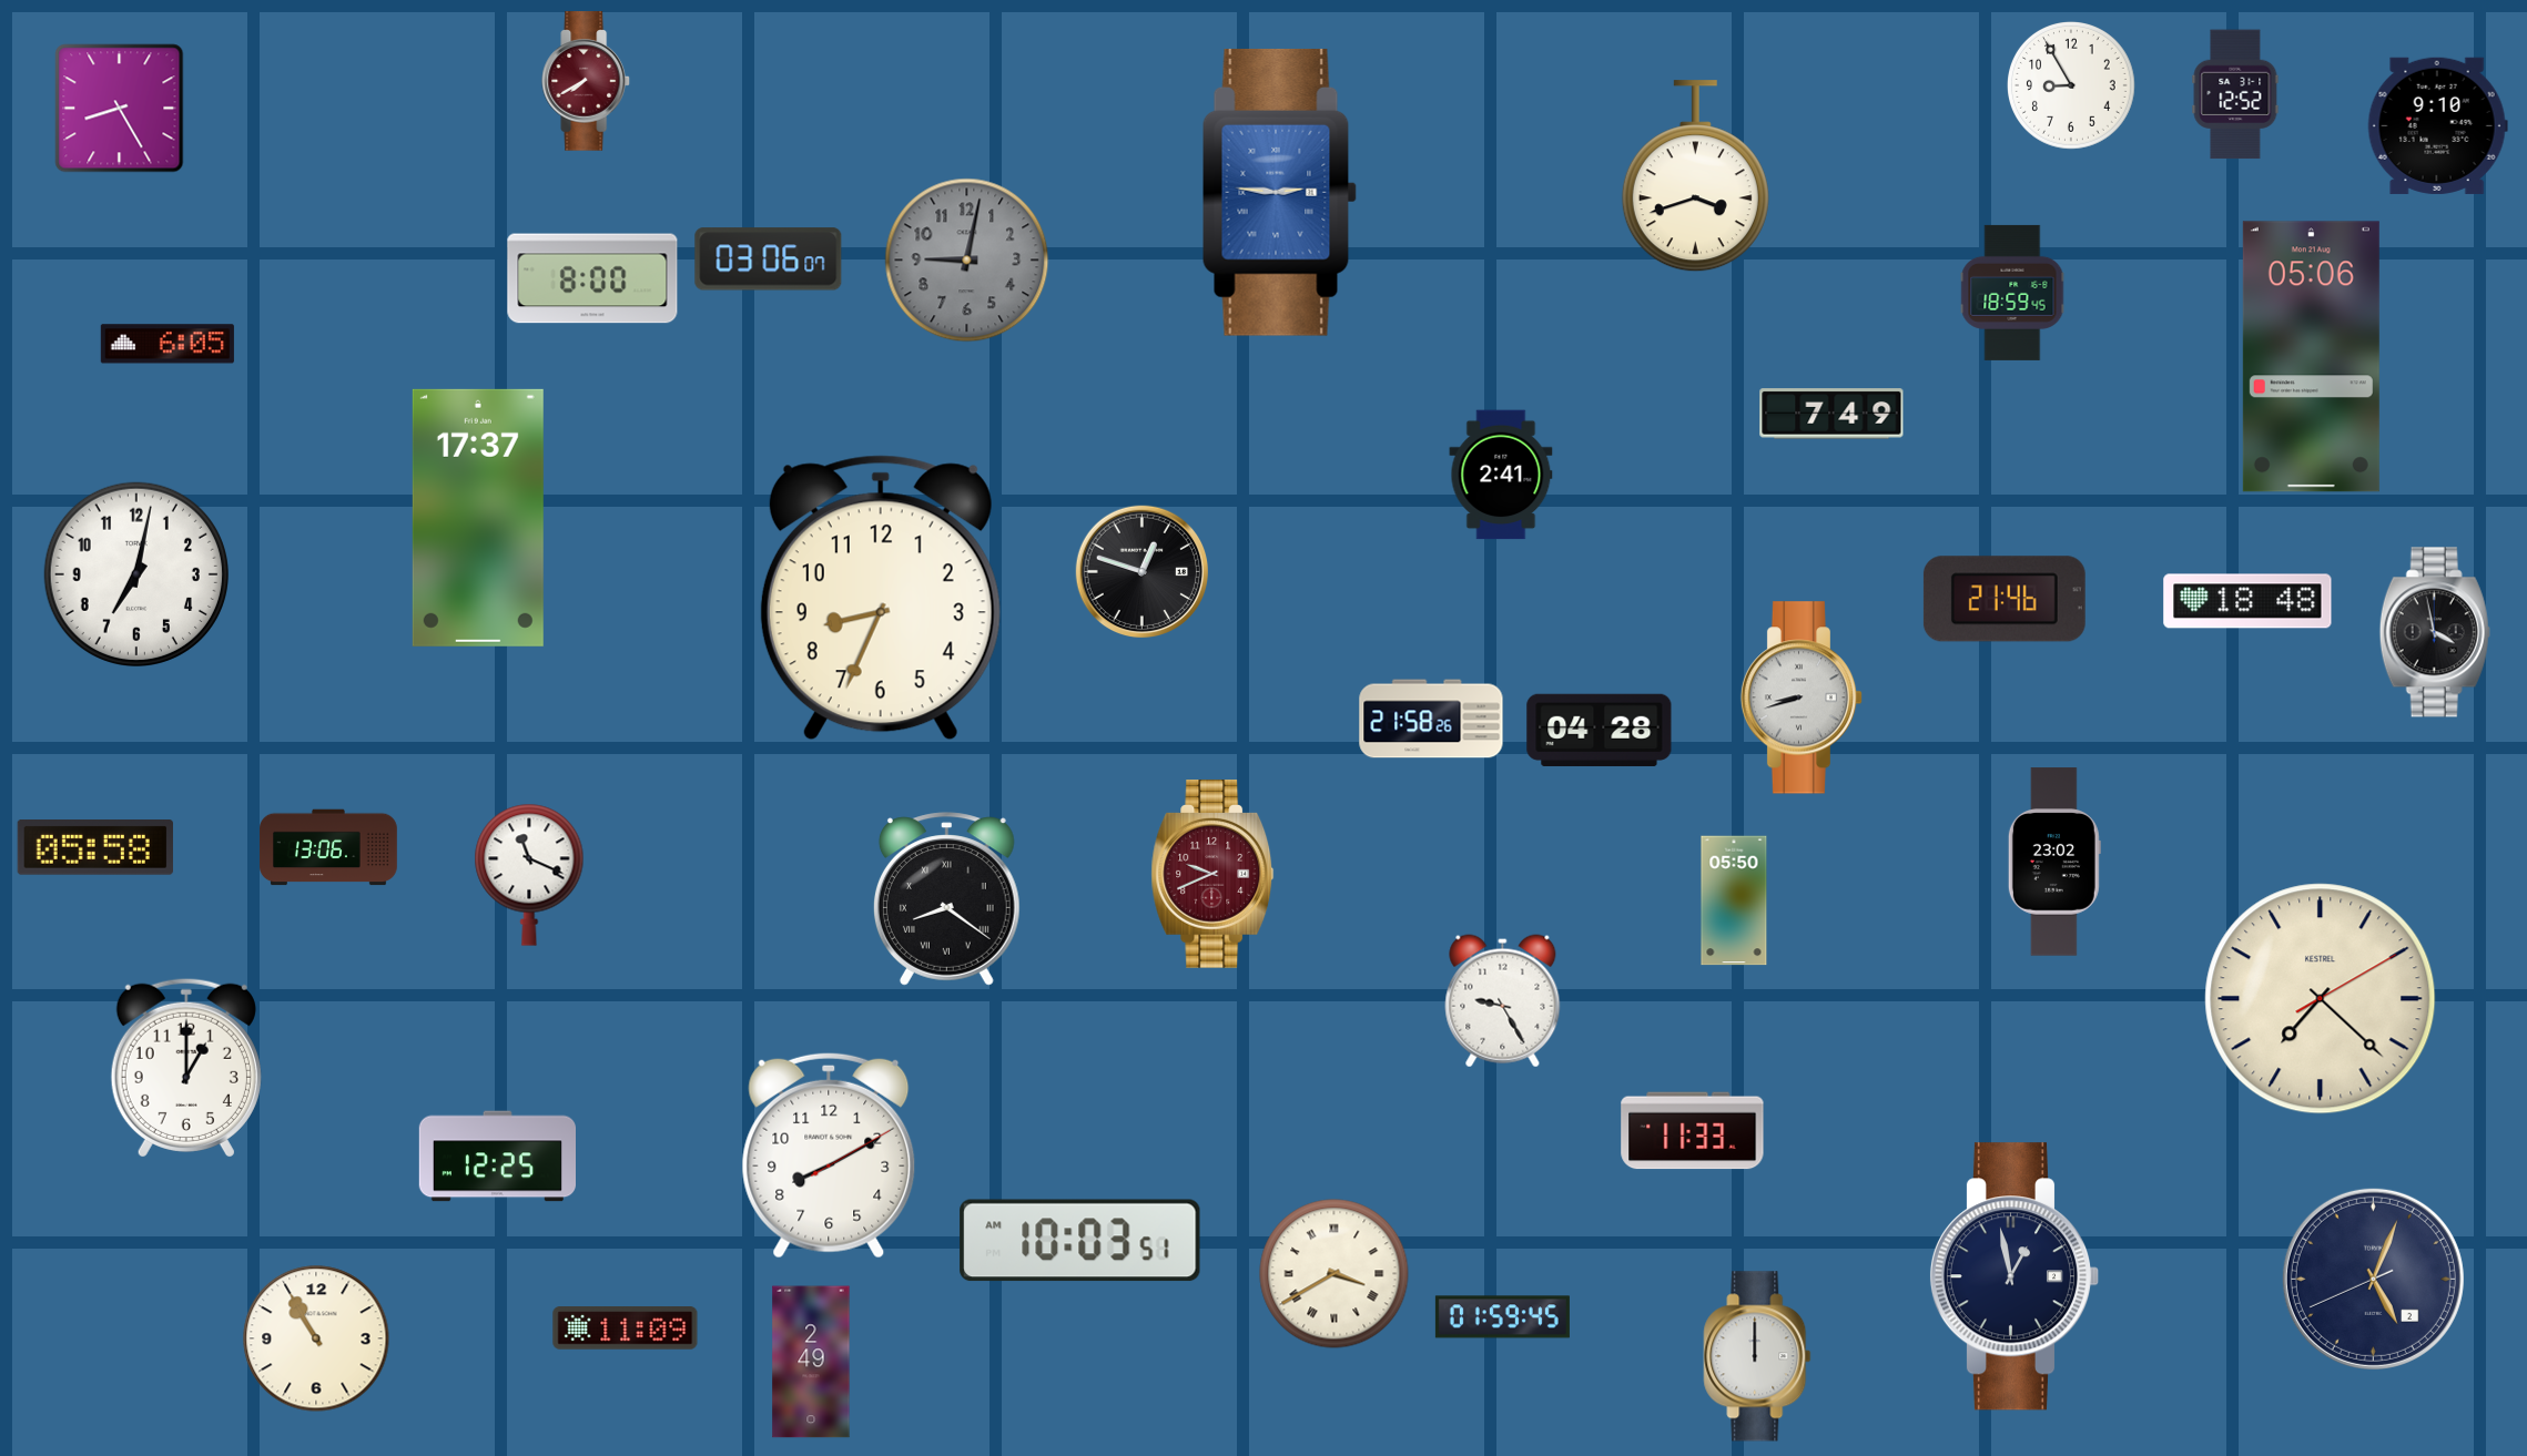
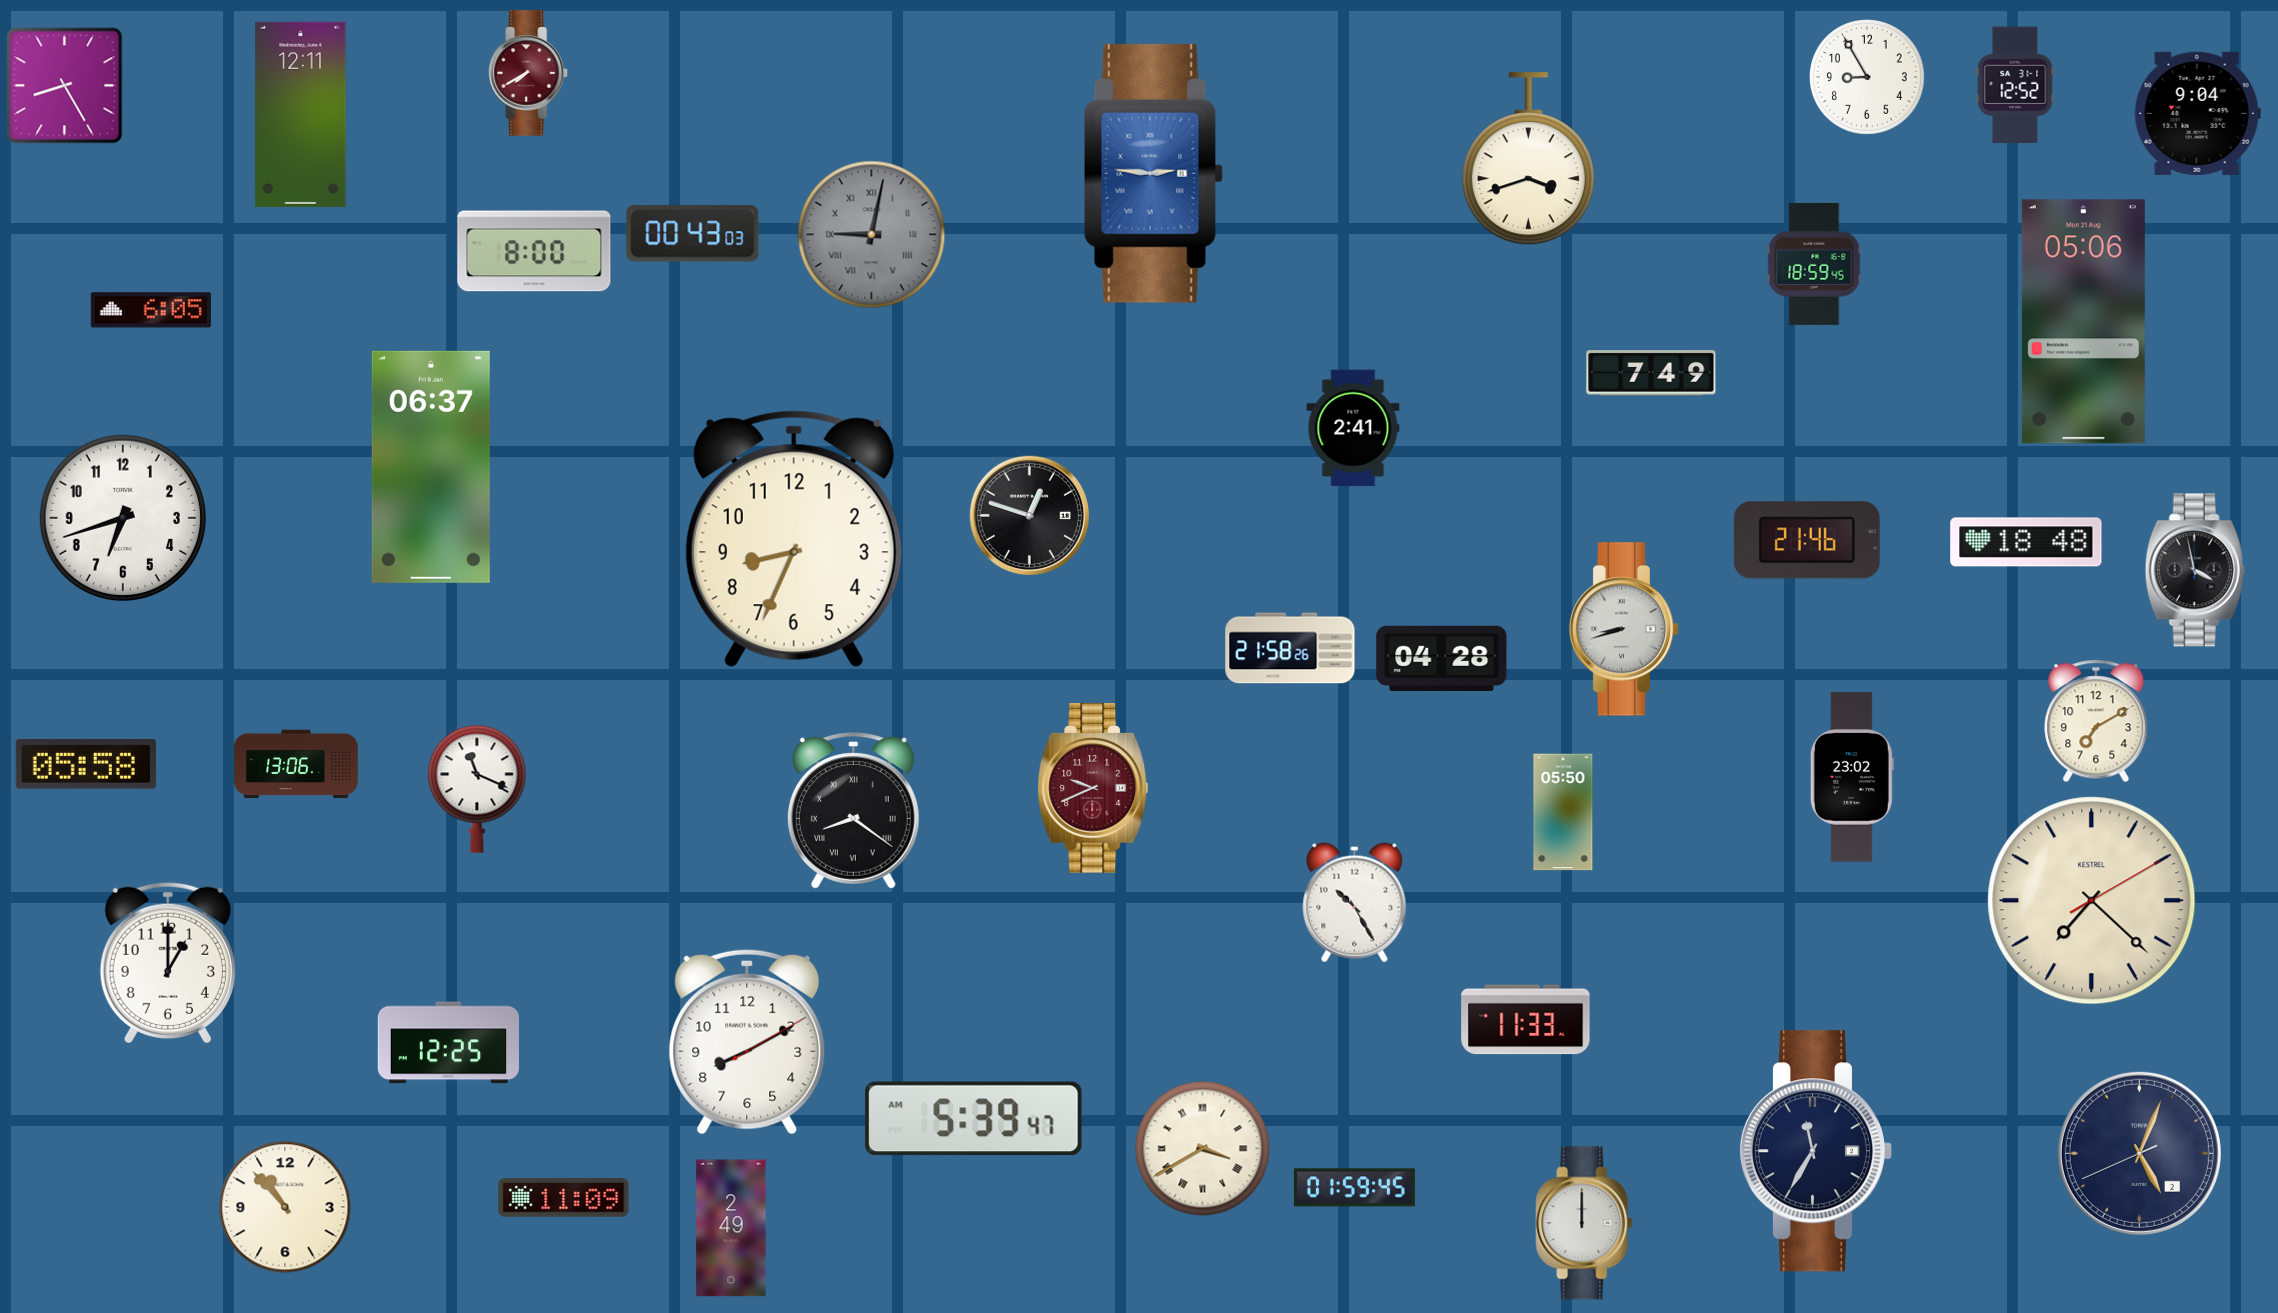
clock at (120, 109) position: (120, 109) -> (65, 86)
clock at (2437, 125): 9:10 -> 9:04
clock at (301, 114): none -> 12:11
clock at (769, 259): 03:06 -> 00:43
clock at (967, 261) numerals: Arabic -> Roman
clock at (478, 518): 17:37 -> 06:37
clock at (136, 574): 7:02 -> 6:42
clock at (2096, 721): none -> 7:10
clock at (1503, 1001): 9:25 -> 10:25
clock at (1080, 1241): 10:03 -> 5:39
clock at (2015, 1276): 12:58 -> 11:35
clock at (316, 1338): 10:55 -> 10:53
